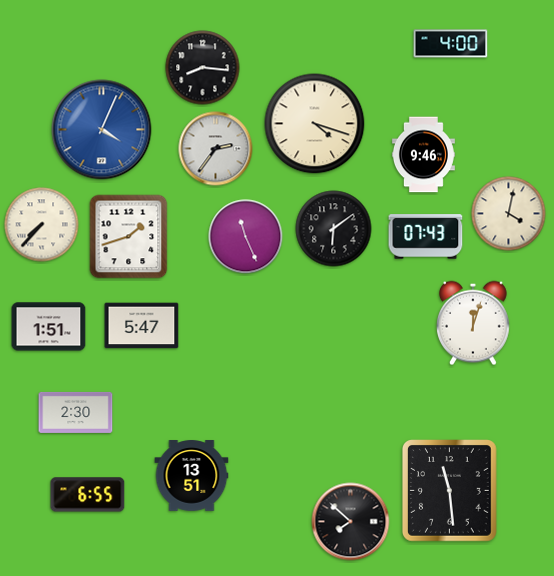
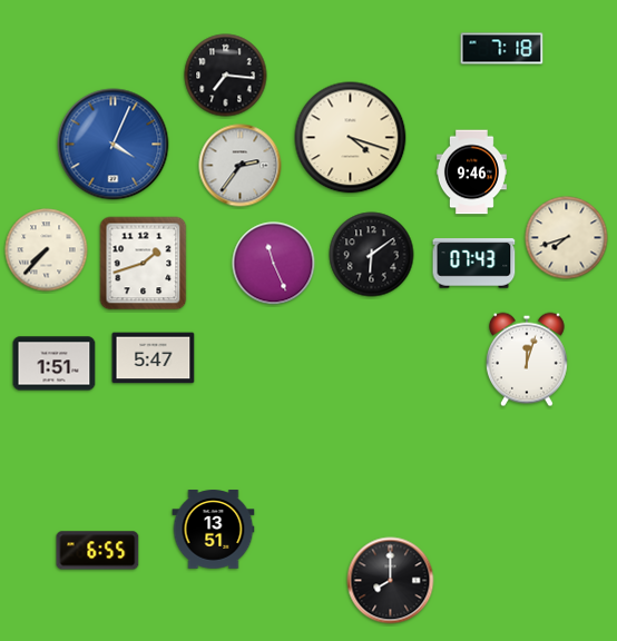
clock at (451, 44): 4:00 -> 7:18
clock at (203, 68): 8:16 -> 7:16
clock at (509, 214): 4:02 -> 7:42
clock at (142, 326) position: (142, 326) -> (154, 358)
clock at (76, 412): 2:30 -> none
clock at (450, 491): 11:29 -> none
clock at (351, 522): 7:52 -> 8:00
